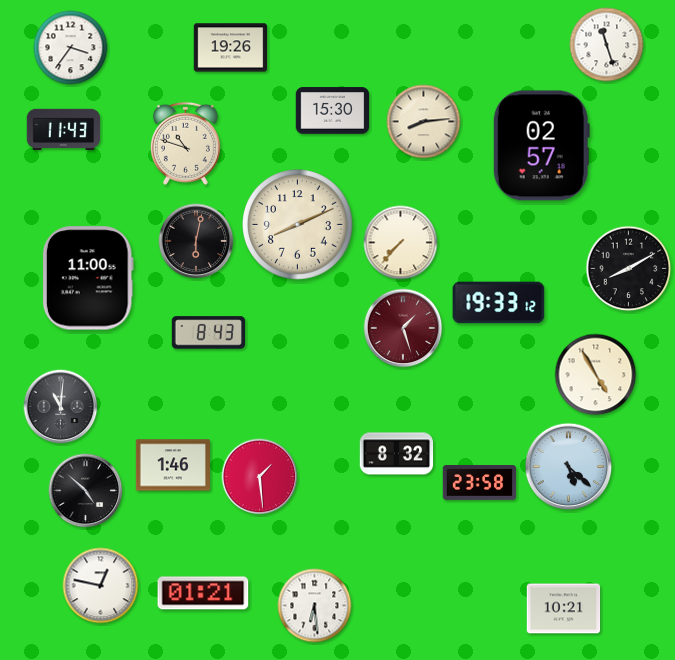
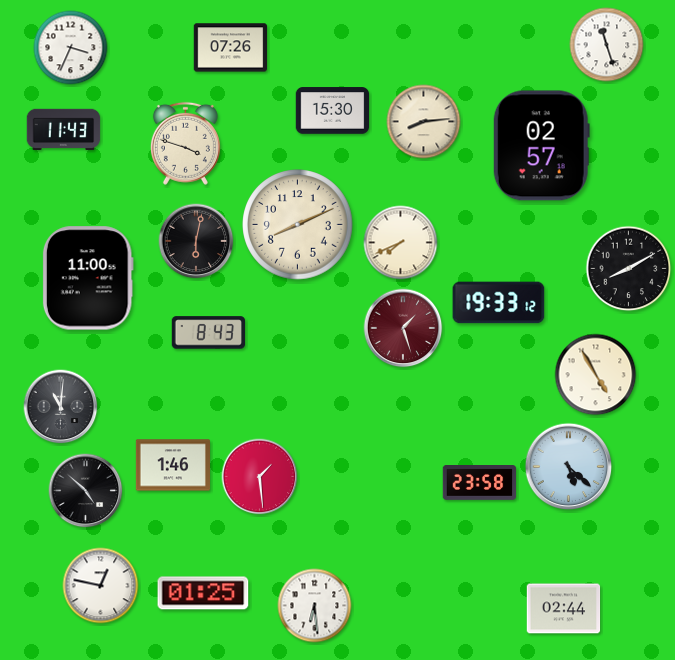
clock at (71, 48): 3:36 -> 3:34
clock at (231, 48): 19:26 -> 07:26
clock at (185, 143): 10:48 -> 3:48
clock at (401, 243): 7:37 -> 7:41
clock at (397, 454): 8:32 -> none
clock at (203, 593): 01:21 -> 01:25
clock at (564, 609): 10:21 -> 02:44
